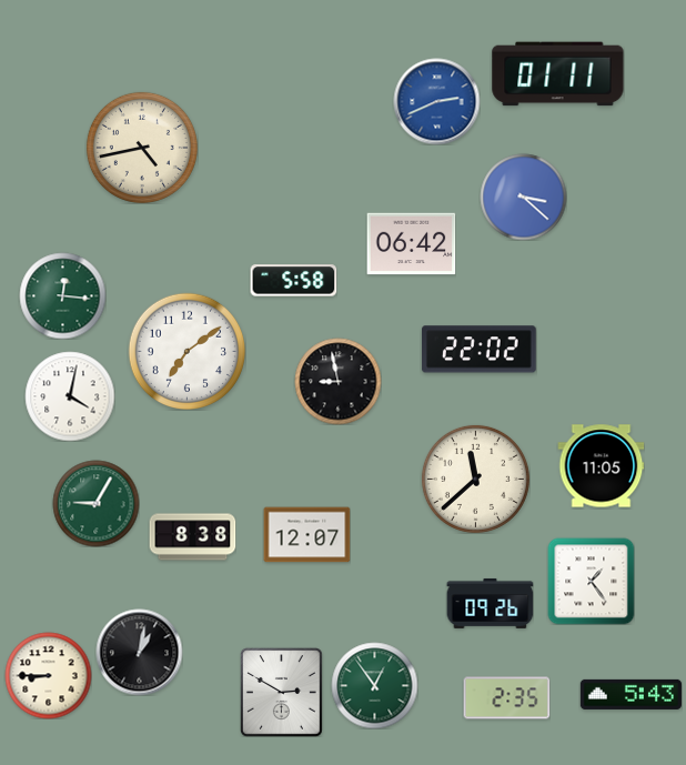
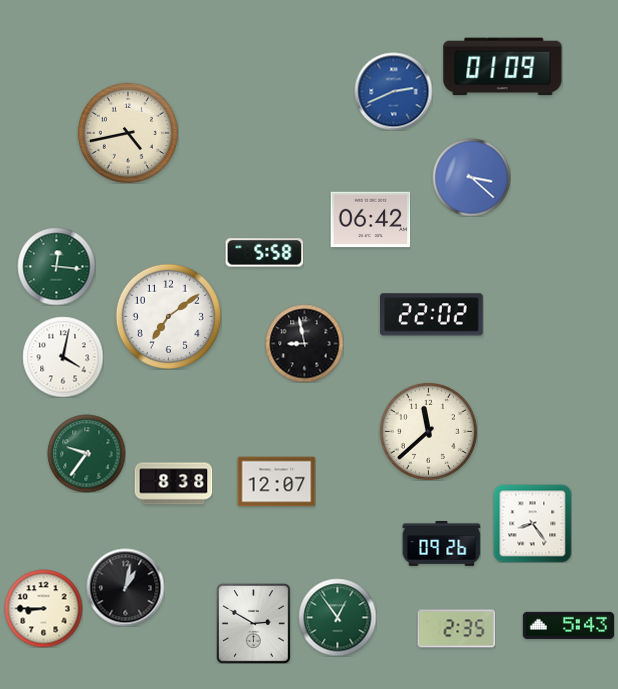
clock at (558, 74): 01:11 -> 01:09
clock at (601, 466): 11:05 -> none
clock at (95, 503): 9:05 -> 9:36
clock at (591, 581): 1:24 -> 8:24
